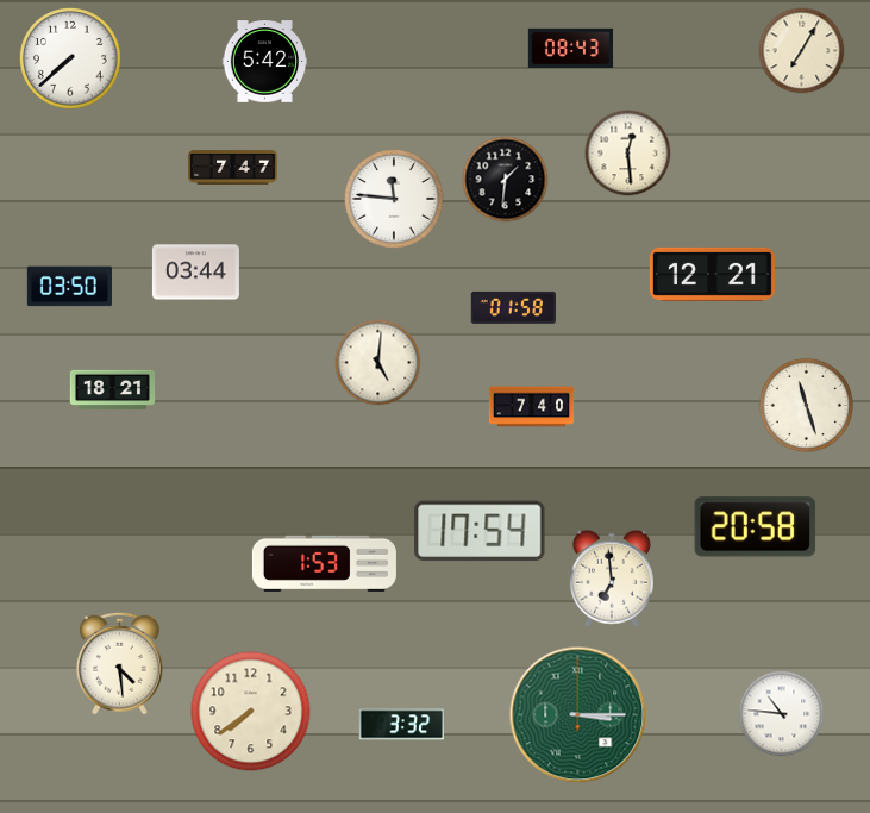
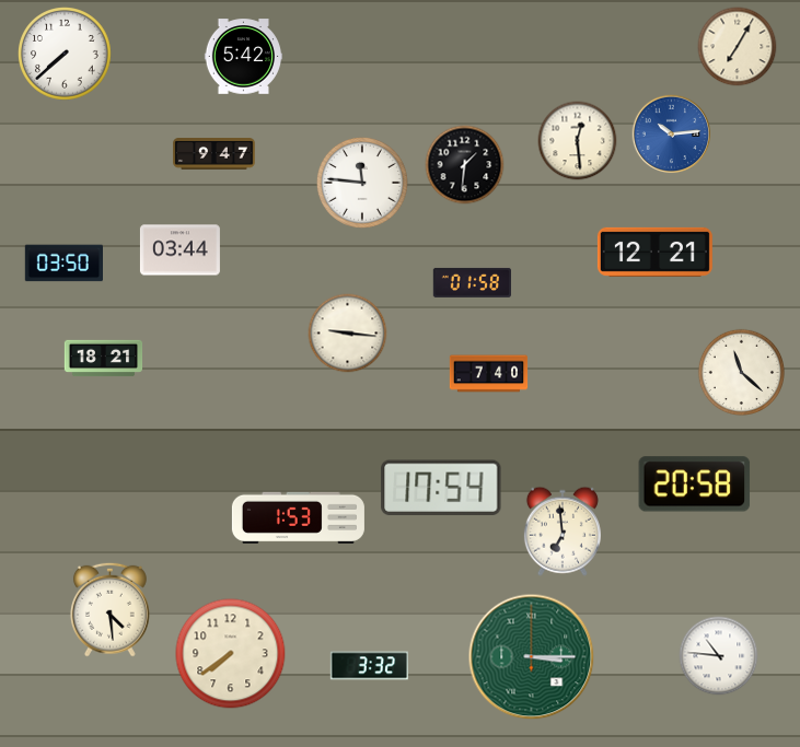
clock at (571, 48): 08:43 -> none
clock at (672, 135): none -> 10:14
clock at (233, 168): 7:47 -> 9:47
clock at (378, 363): 5:01 -> 9:16
clock at (806, 405): 11:27 -> 11:22
